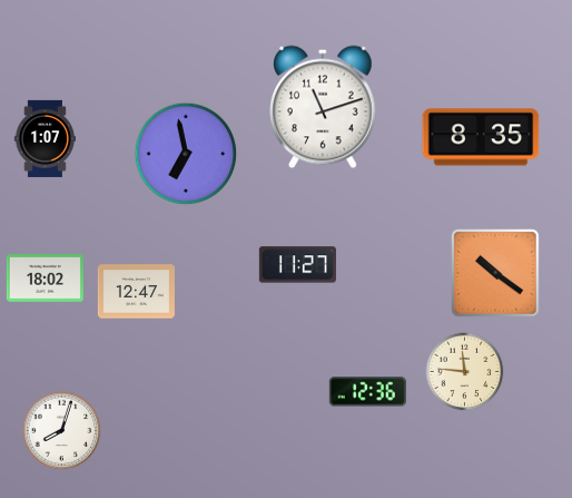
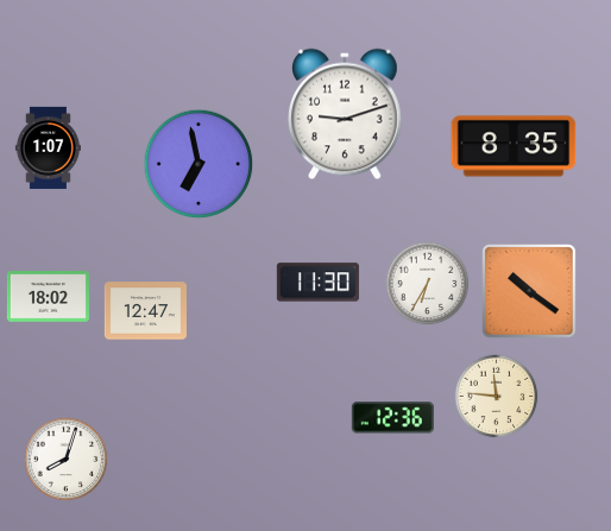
clock at (324, 107): 11:12 -> 9:12
clock at (297, 265): 11:27 -> 11:30
clock at (428, 284): none -> 6:35
